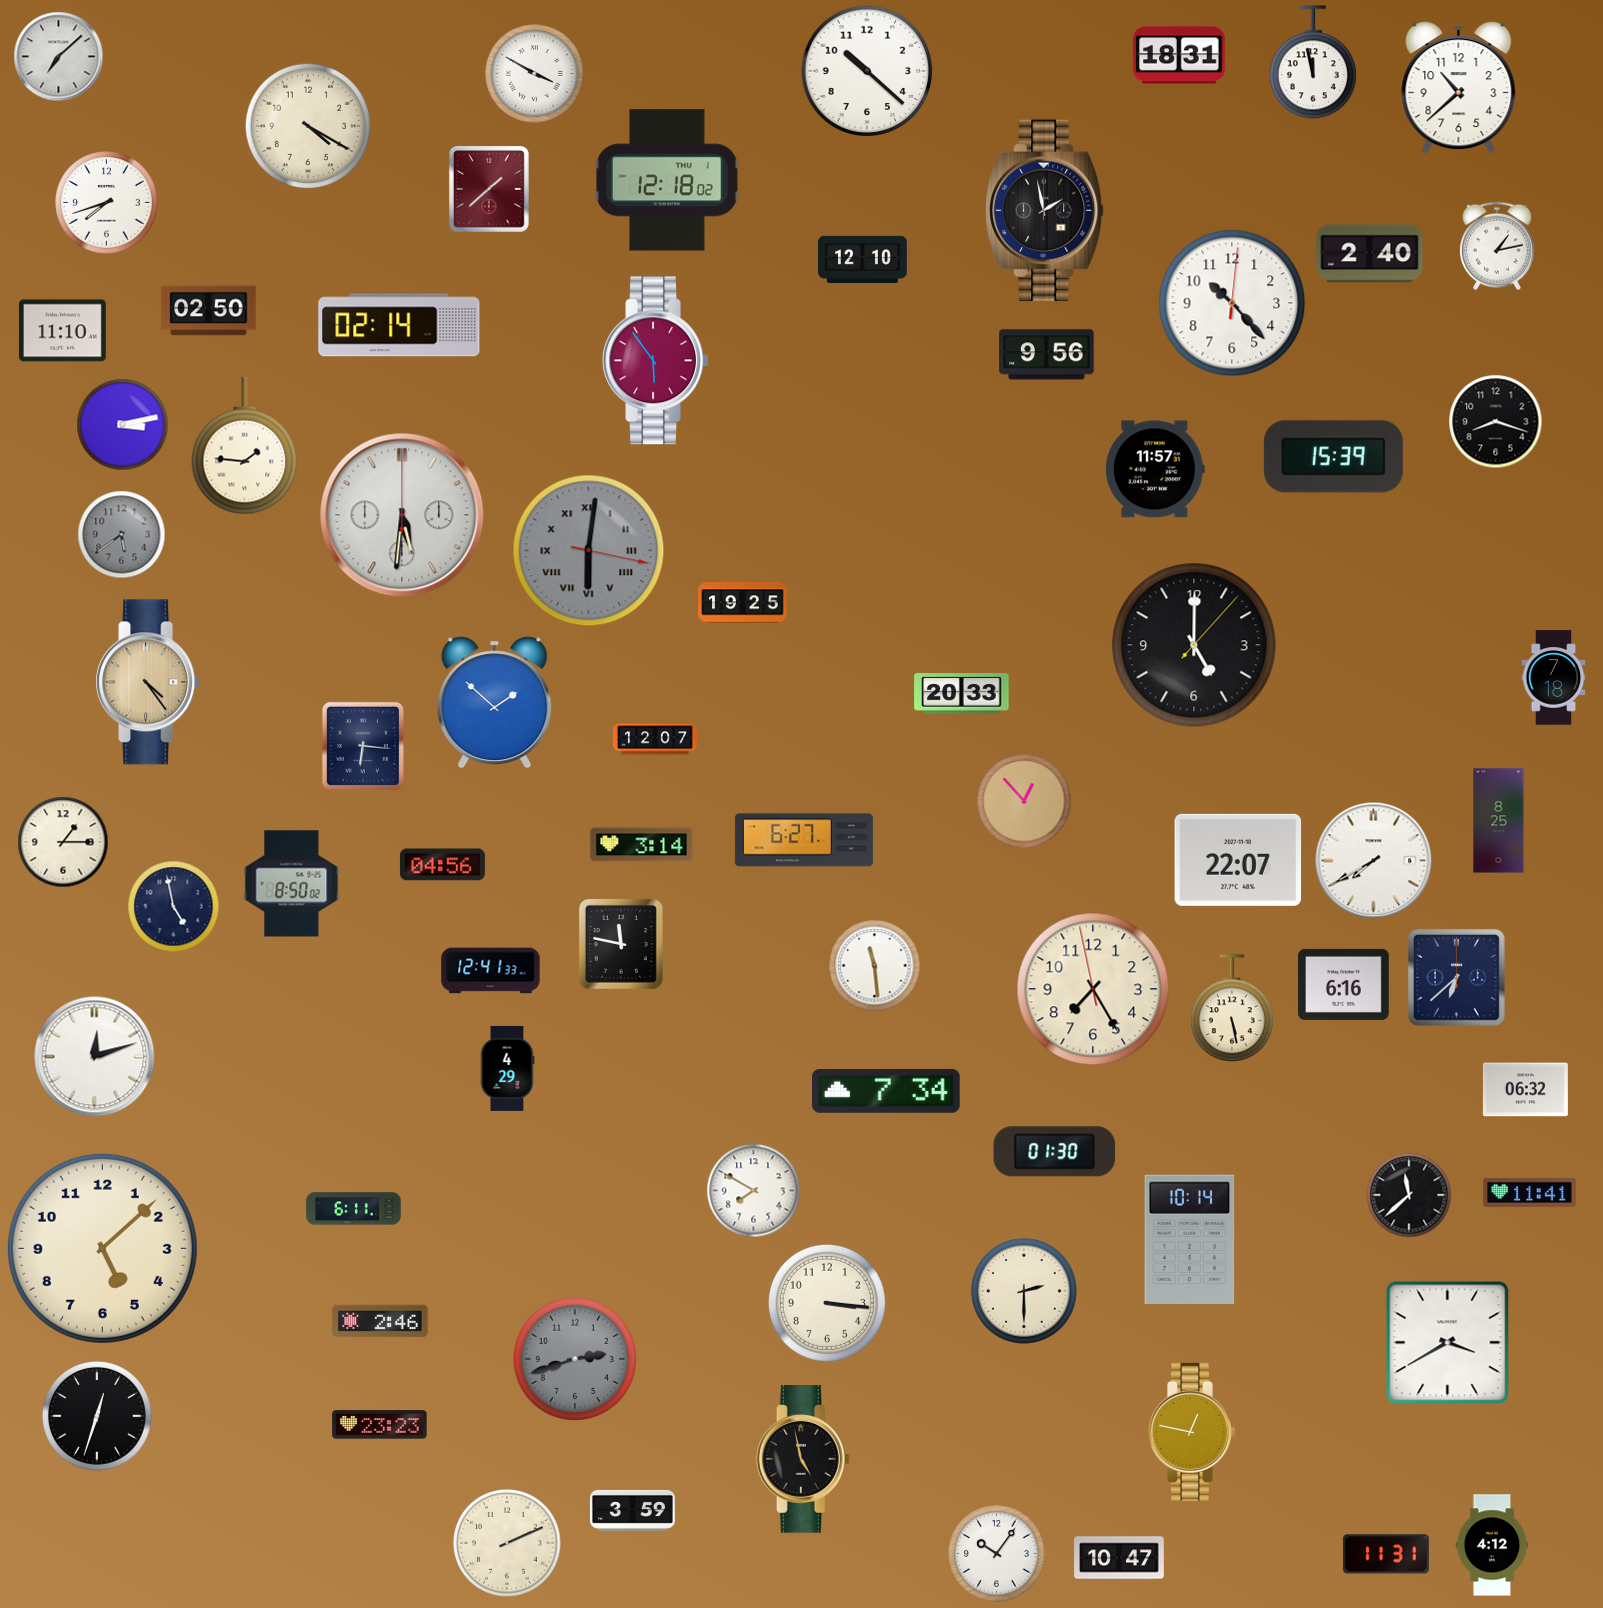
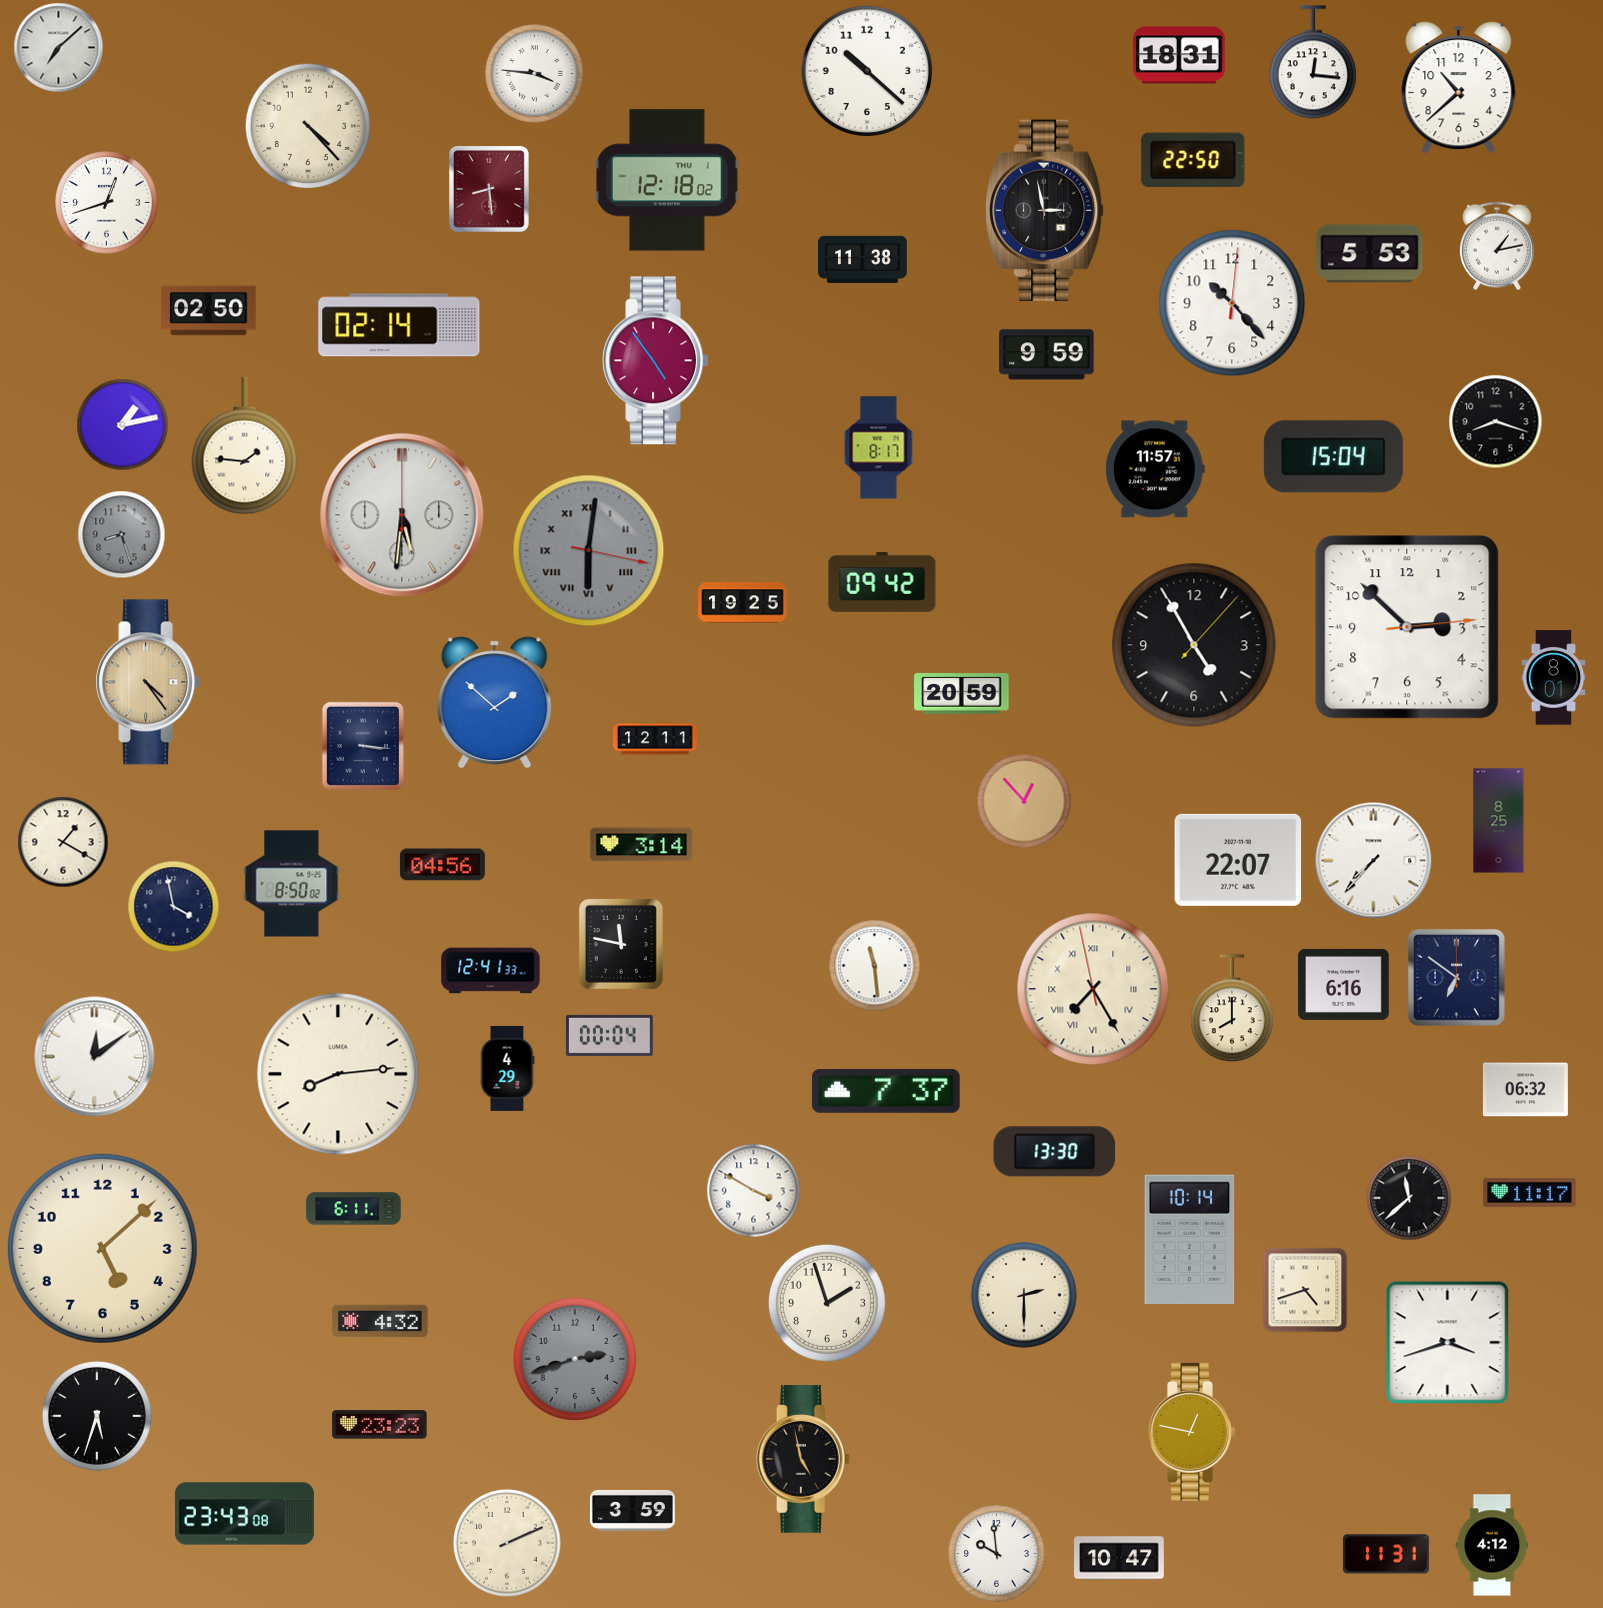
clock at (58, 56) position: (58, 56) -> (58, 47)
clock at (1313, 62): 11:58 -> 12:16
clock at (535, 74): 3:50 -> 3:46
clock at (308, 126): 4:20 -> 4:23
clock at (1193, 160): none -> 22:50
clock at (489, 189): 1:38 -> 8:29
clock at (107, 203): 7:42 -> 12:42
clock at (1044, 211): 1:58 -> 2:58
clock at (1370, 254): 2:40 -> 5:53
clock at (863, 259): 12:10 -> 11:38
clock at (62, 331): 11:10 -> none
clock at (1047, 355): 9:56 -> 9:59
clock at (655, 361): 5:54 -> 4:54
clock at (122, 424): 3:13 -> 1:13
clock at (879, 448): none -> 8:17
clock at (1333, 457): 15:39 -> 15:04
clock at (121, 534): 5:39 -> 8:27
clock at (882, 582): none -> 09:42
clock at (1407, 627): none -> 2:52
clock at (1194, 645): 5:00 -> 4:55
clock at (1554, 678): 7:18 -> 8:01
clock at (962, 694): 20:33 -> 20:59
clock at (655, 739): 12:07 -> 12:11
clock at (363, 746): 6:16 -> 3:16
clock at (804, 840): 6:27 -> none
clock at (63, 842): 1:15 -> 1:20
clock at (1373, 860): 7:40 -> 7:37
clock at (173, 906): 4:58 -> 3:58
clock at (1457, 978): 6:38 -> 6:51
clock at (1093, 989) numerals: Arabic -> Roman
clock at (1232, 1008): 5:28 -> 8:00
clock at (609, 1035): none -> 00:04
clock at (95, 1057): 12:12 -> 12:09
clock at (338, 1074): none -> 8:14
clock at (886, 1091): 7:34 -> 7:37
clock at (1055, 1152): 01:30 -> 13:30
clock at (753, 1190): 7:50 -> 3:50
clock at (1530, 1192): 11:41 -> 11:17
clock at (1409, 1195) position: (1409, 1195) -> (1409, 1198)
clock at (1305, 1290): none -> 4:42
clock at (1024, 1291) position: (1024, 1291) -> (1024, 1295)
clock at (827, 1303): 3:16 -> 1:57
clock at (380, 1321): 2:46 -> 4:32
clock at (1448, 1343): 3:40 -> 3:42
clock at (97, 1416): 12:33 -> 5:33
clock at (244, 1514): none -> 23:43
clock at (997, 1554): 10:06 -> 9:59
